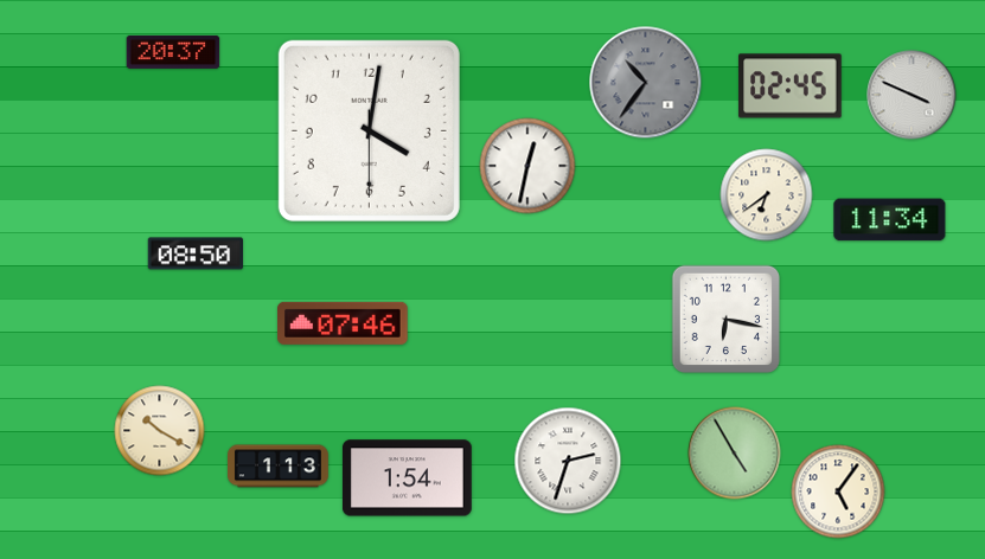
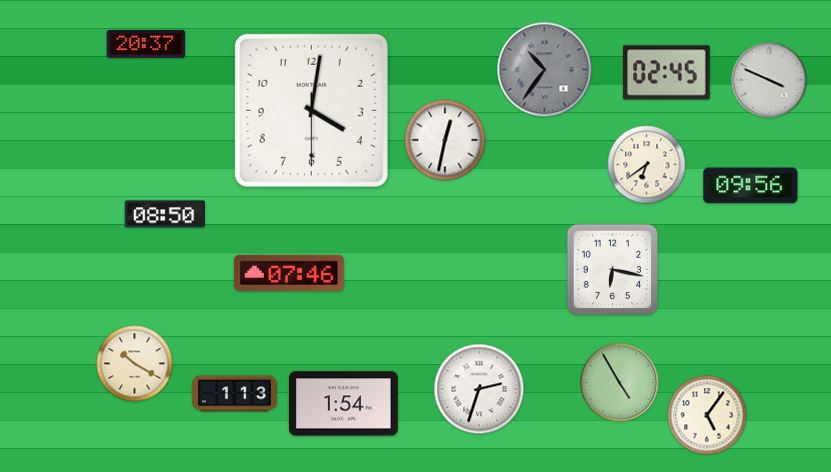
clock at (890, 220): 11:34 -> 09:56
